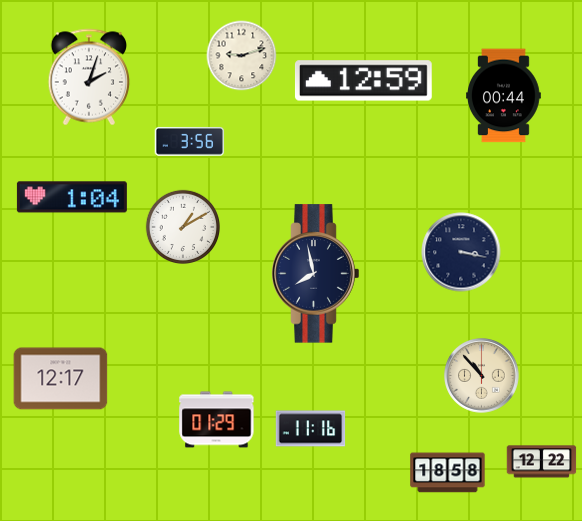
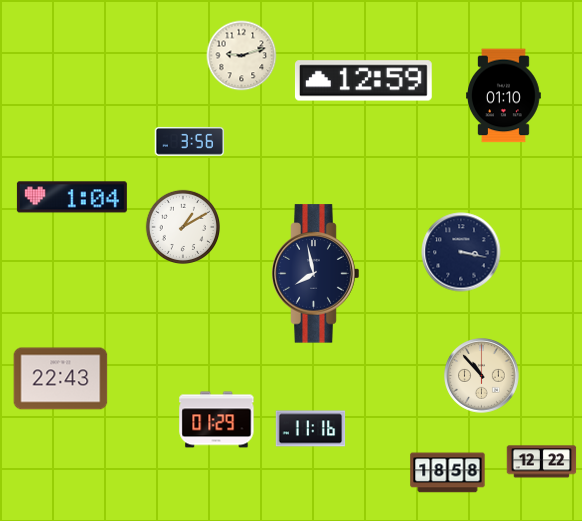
clock at (89, 77): 2:03 -> none
clock at (504, 96): 00:44 -> 01:10
clock at (61, 379): 12:17 -> 22:43
